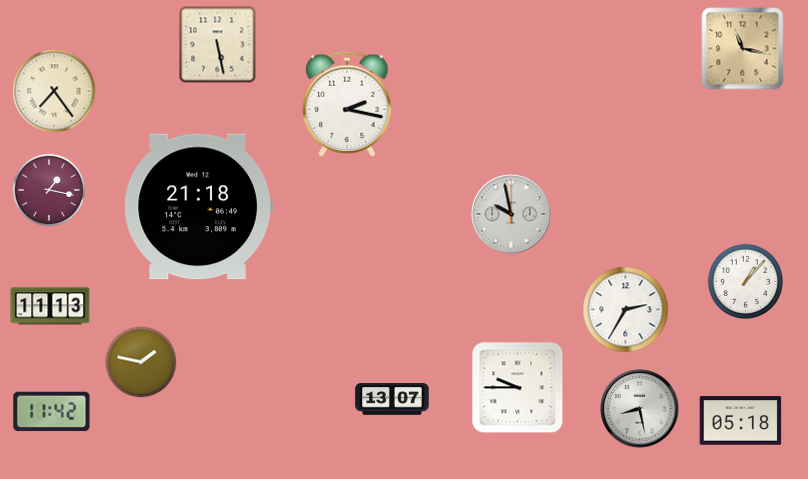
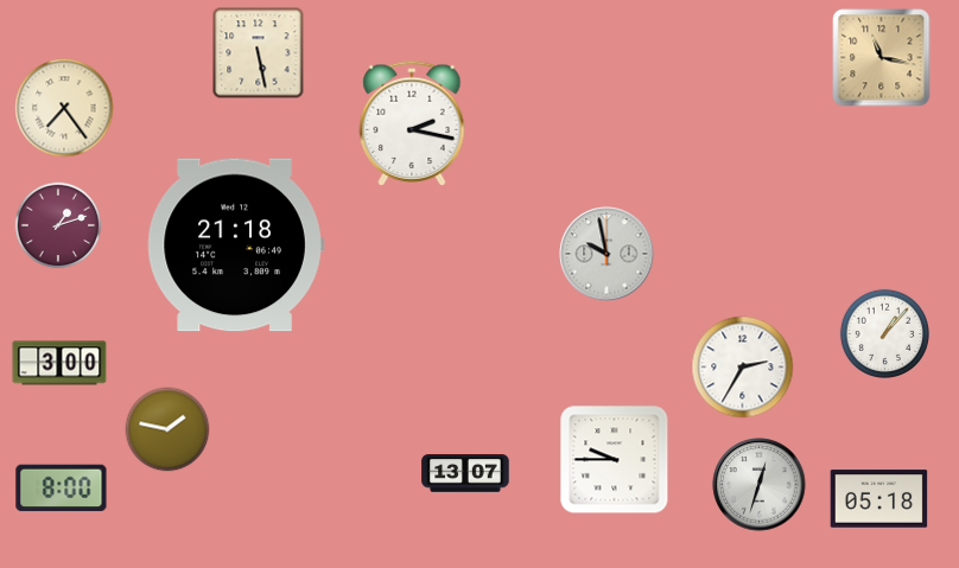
clock at (49, 190): 1:17 -> 1:12
clock at (50, 306): 11:13 -> 3:00
clock at (640, 409): 8:28 -> 12:33
clock at (52, 412): 11:42 -> 8:00
